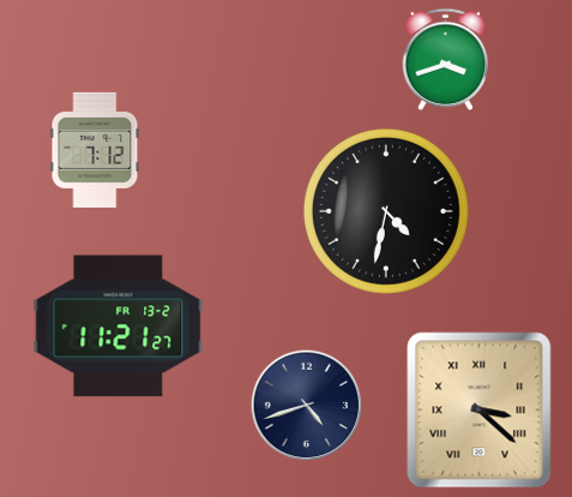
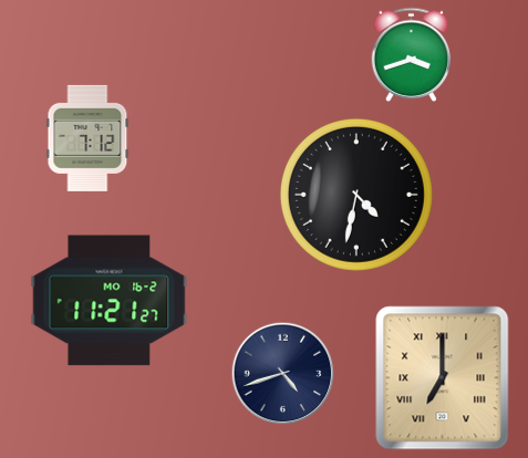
clock at (119, 327) date: FR 13-2 -> MO 16-2
clock at (480, 411): 3:22 -> 7:00
